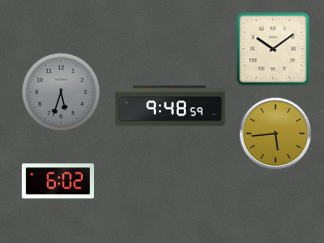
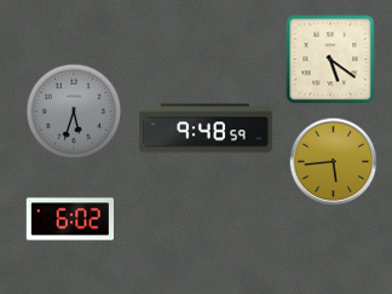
clock at (273, 49): 10:09 -> 5:21
